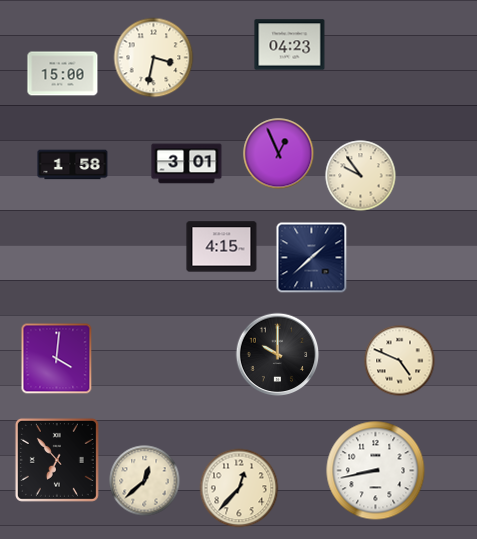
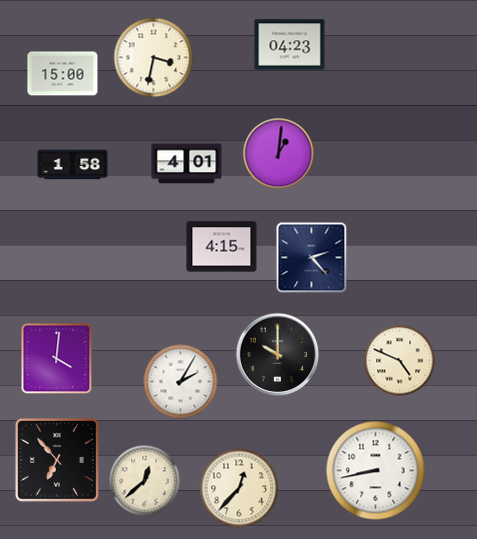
clock at (279, 154): 12:56 -> 1:01
clock at (187, 164): 3:01 -> 4:01
clock at (361, 176): 9:54 -> none
clock at (312, 258): 1:38 -> 2:23
clock at (181, 382): none -> 2:05
